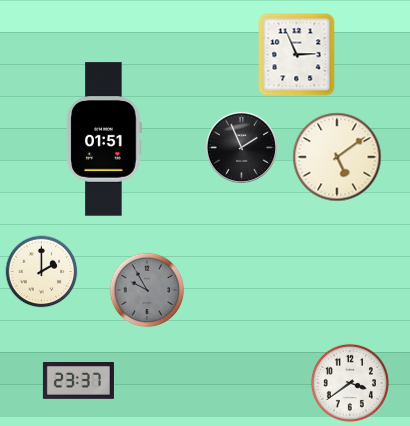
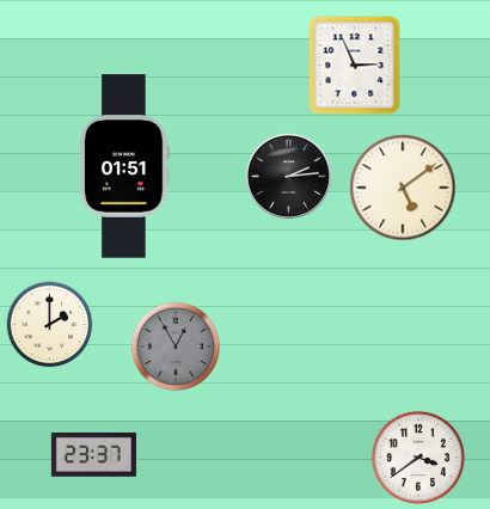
clock at (241, 147): 1:56 -> 2:14
clock at (147, 290): 9:55 -> 12:55
